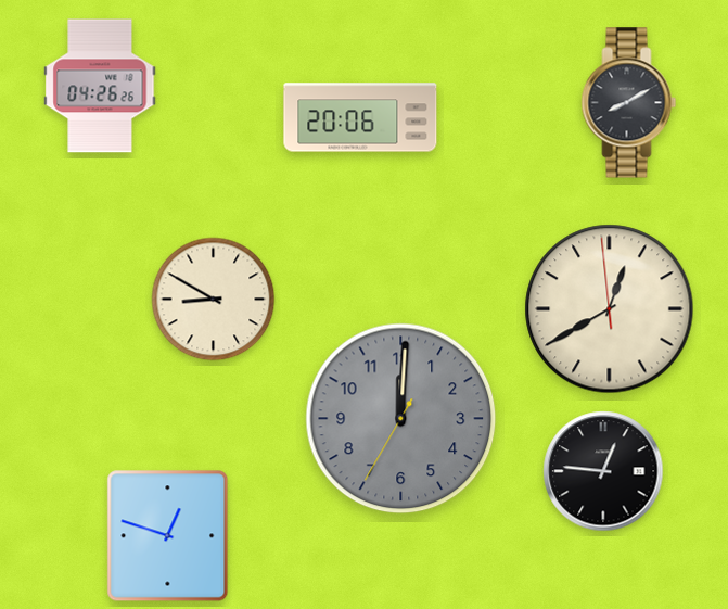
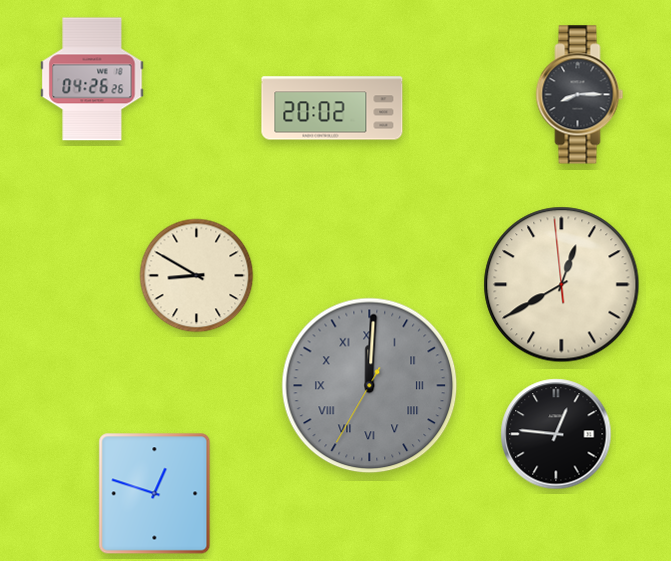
clock at (629, 103): 8:10 -> 8:15
clock at (360, 117): 20:06 -> 20:02
clock at (401, 419) numerals: Arabic -> Roman
